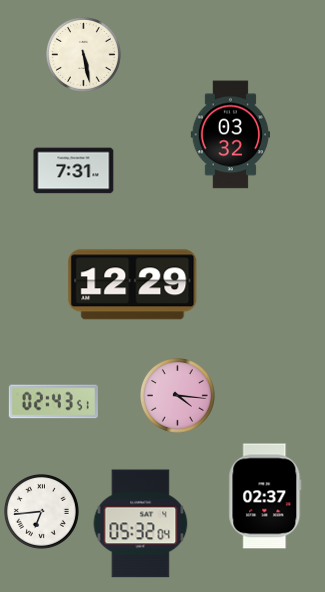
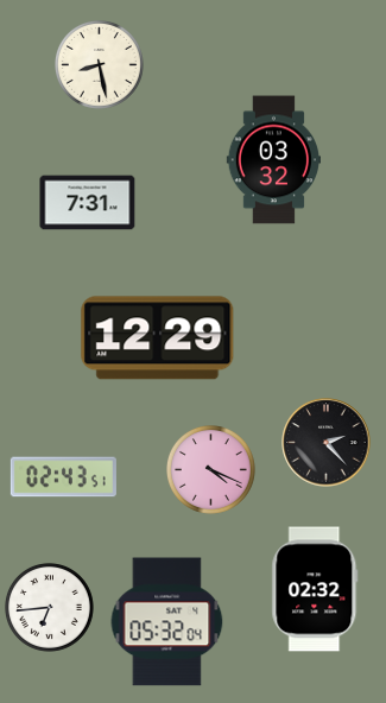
clock at (84, 55): 5:28 -> 8:28
clock at (327, 443): none -> 2:23
clock at (178, 396): 4:16 -> 4:19
clock at (265, 496): 02:37 -> 02:32
